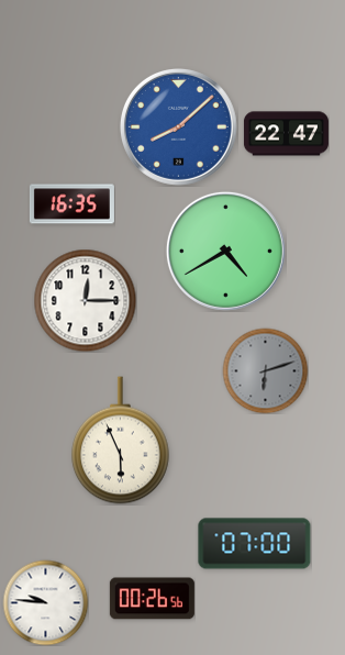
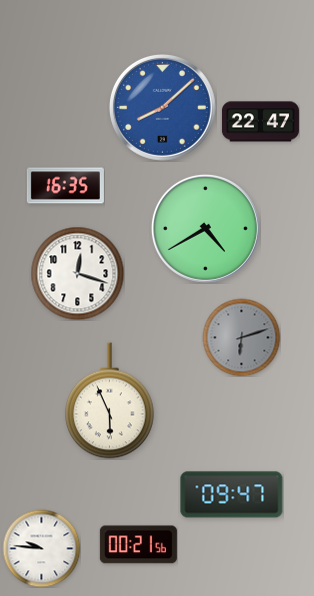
clock at (178, 126) position: (178, 126) -> (162, 107)
clock at (85, 300): 12:15 -> 12:18
clock at (255, 544): 07:00 -> 09:47
clock at (152, 599): 00:26 -> 00:21
